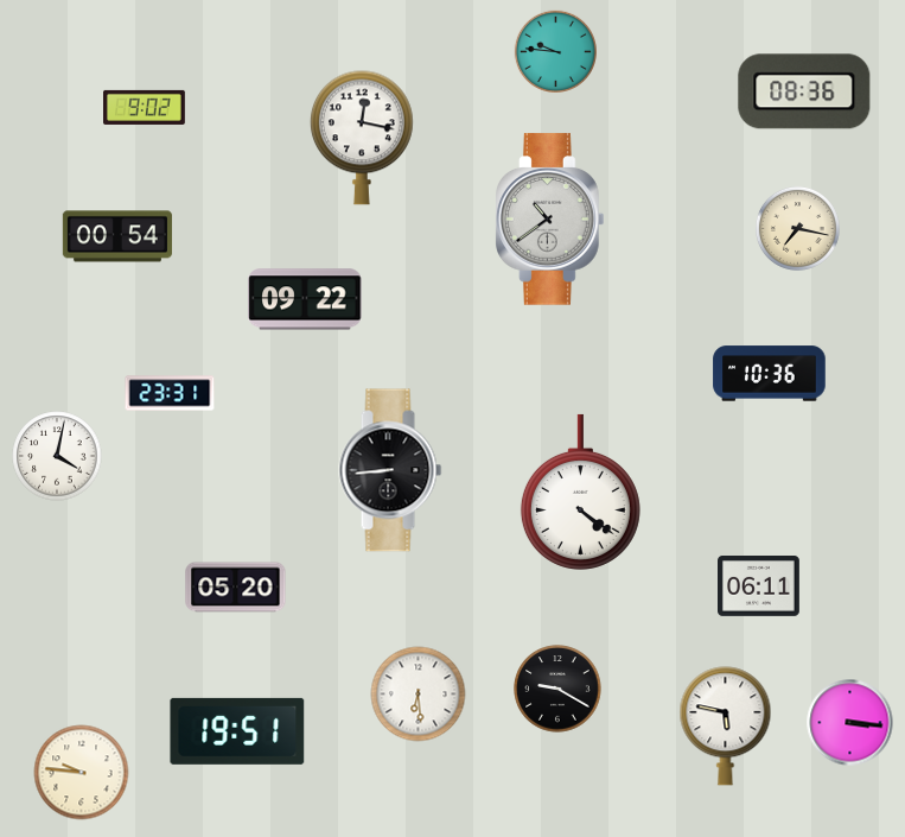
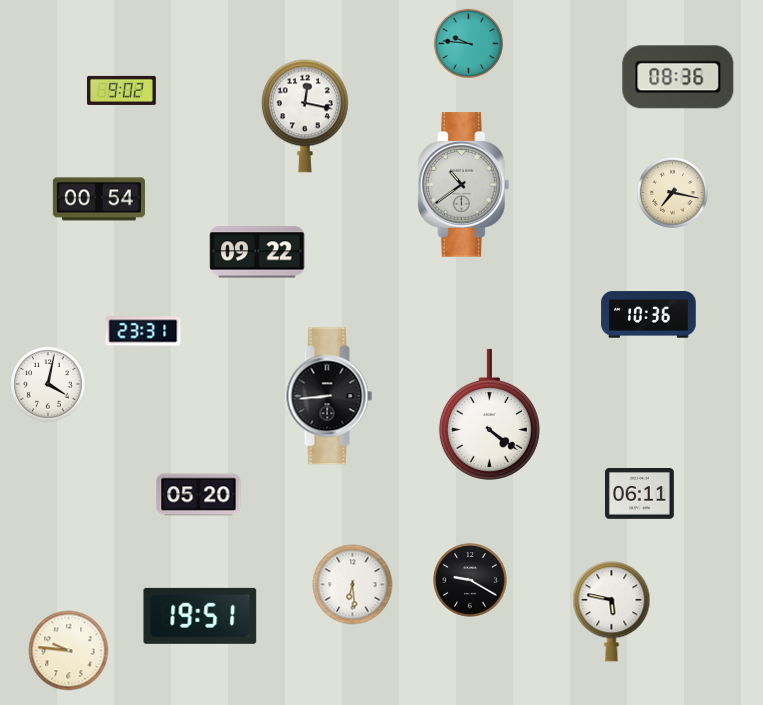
clock at (850, 723): 3:16 -> none
